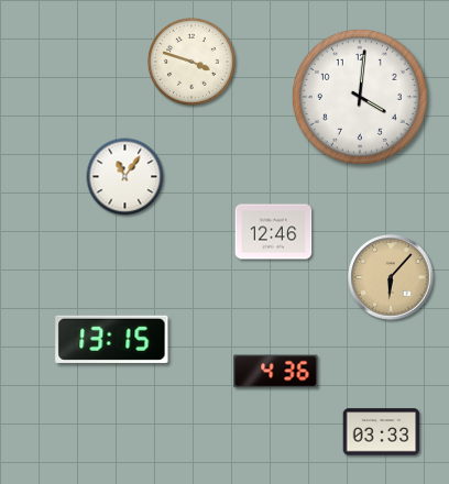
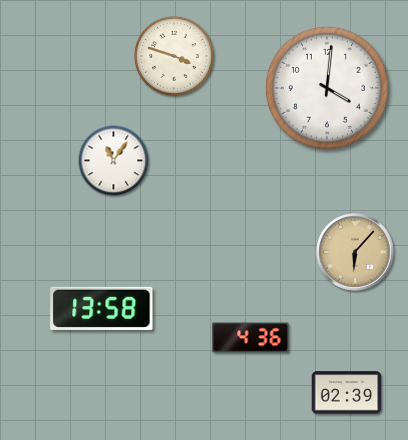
clock at (274, 232): 12:46 -> none
clock at (112, 339): 13:15 -> 13:58
clock at (382, 432): 03:33 -> 02:39
